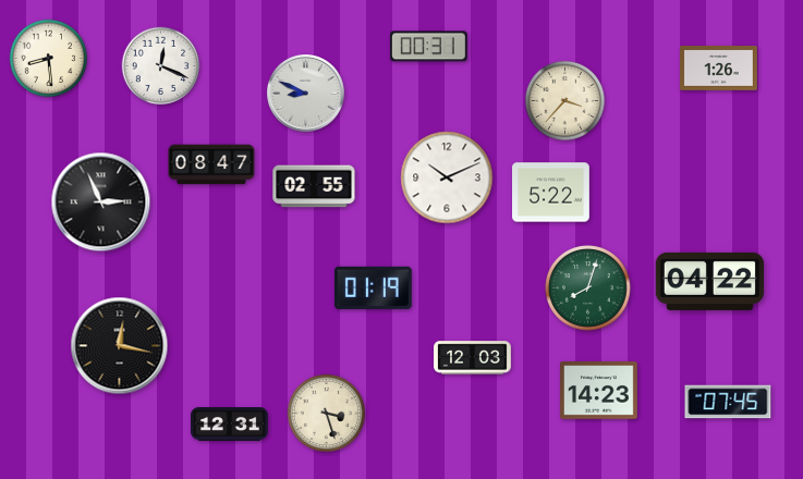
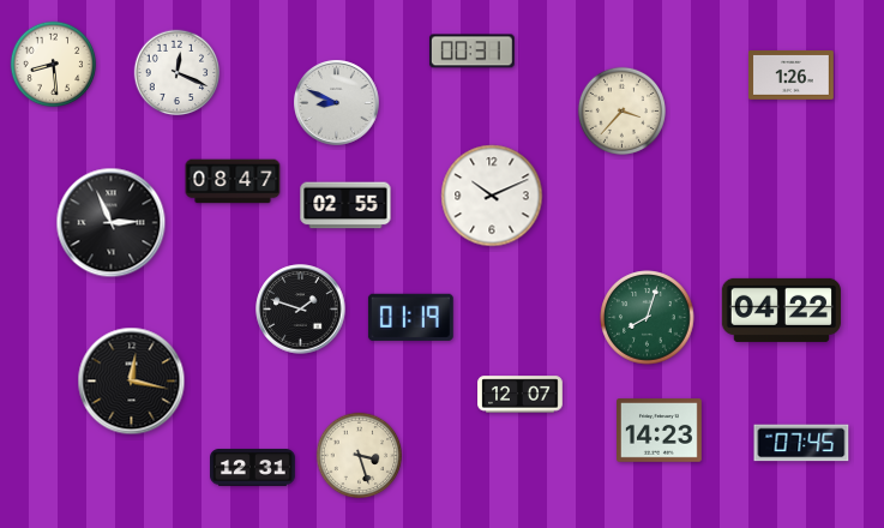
clock at (551, 193): 5:22 -> none
clock at (301, 310): none -> 1:48
clock at (473, 358): 12:03 -> 12:07
